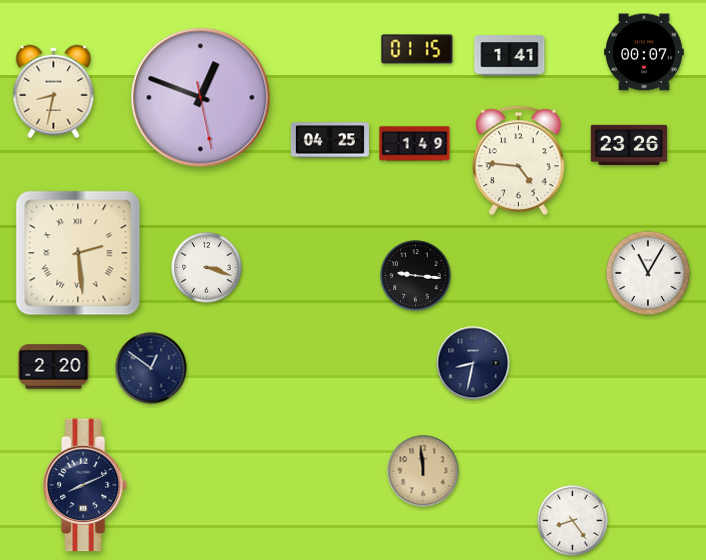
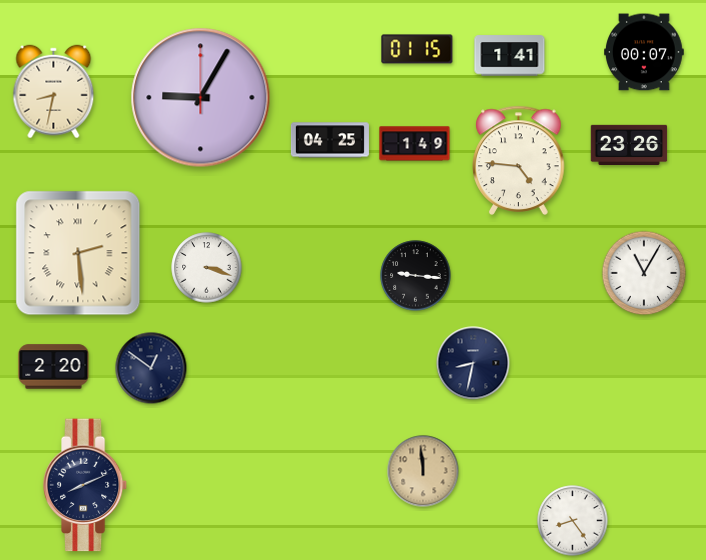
clock at (201, 98): 12:48 -> 9:05
clock at (648, 273) position: (648, 273) -> (644, 273)
